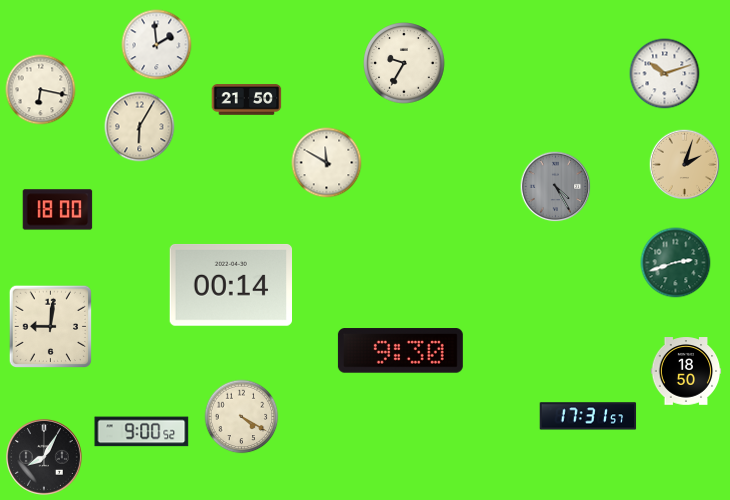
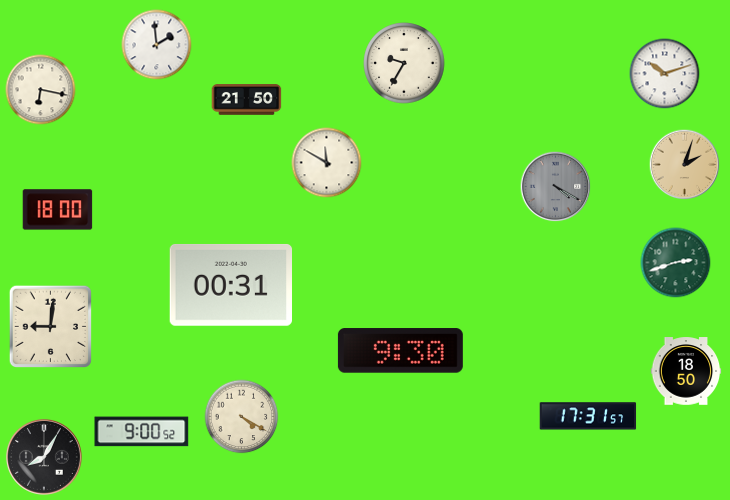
clock at (140, 127): 6:05 -> none
clock at (556, 187): 4:25 -> 4:20
clock at (230, 285): 00:14 -> 00:31
